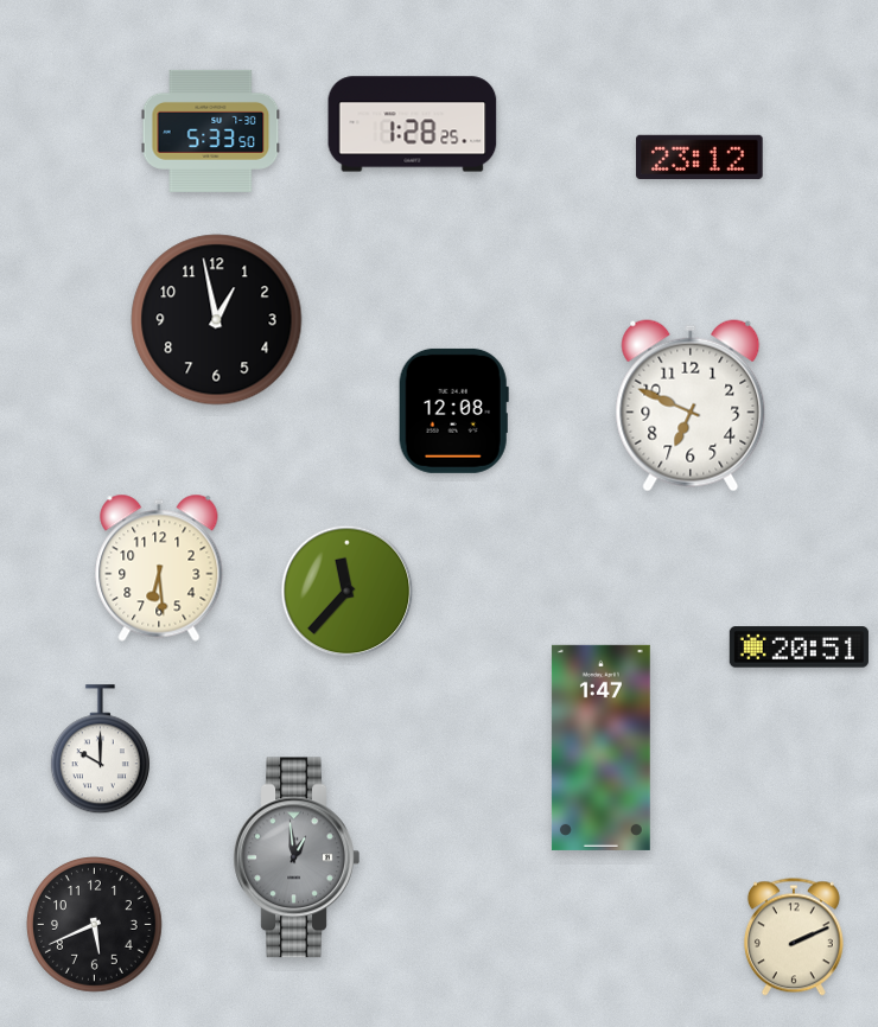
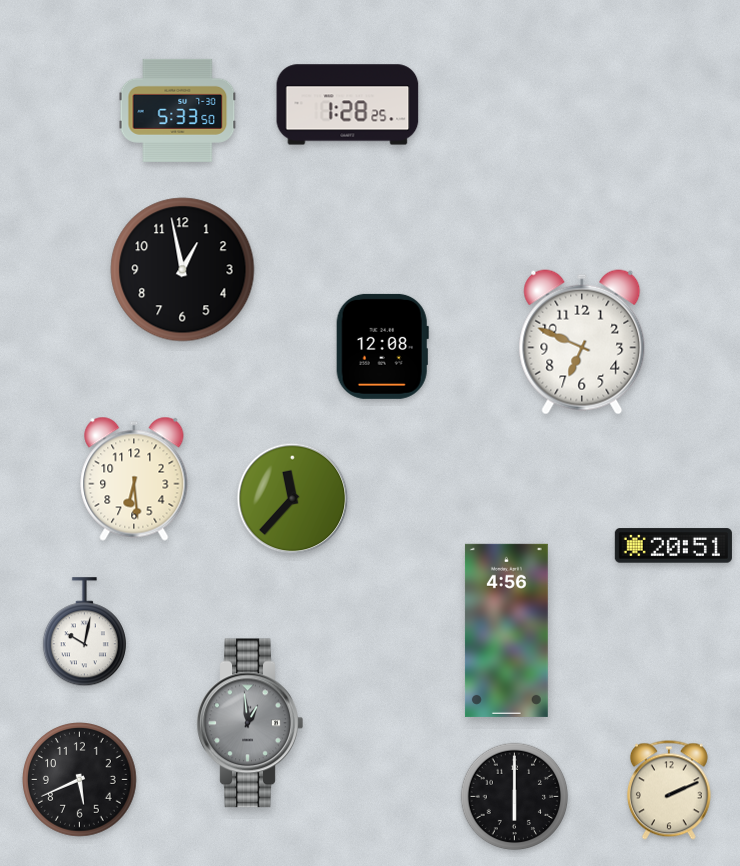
clock at (700, 157): 23:12 -> none
clock at (600, 747): 1:47 -> 4:56
clock at (100, 749): 10:00 -> 10:02
clock at (515, 797): none -> 6:00
